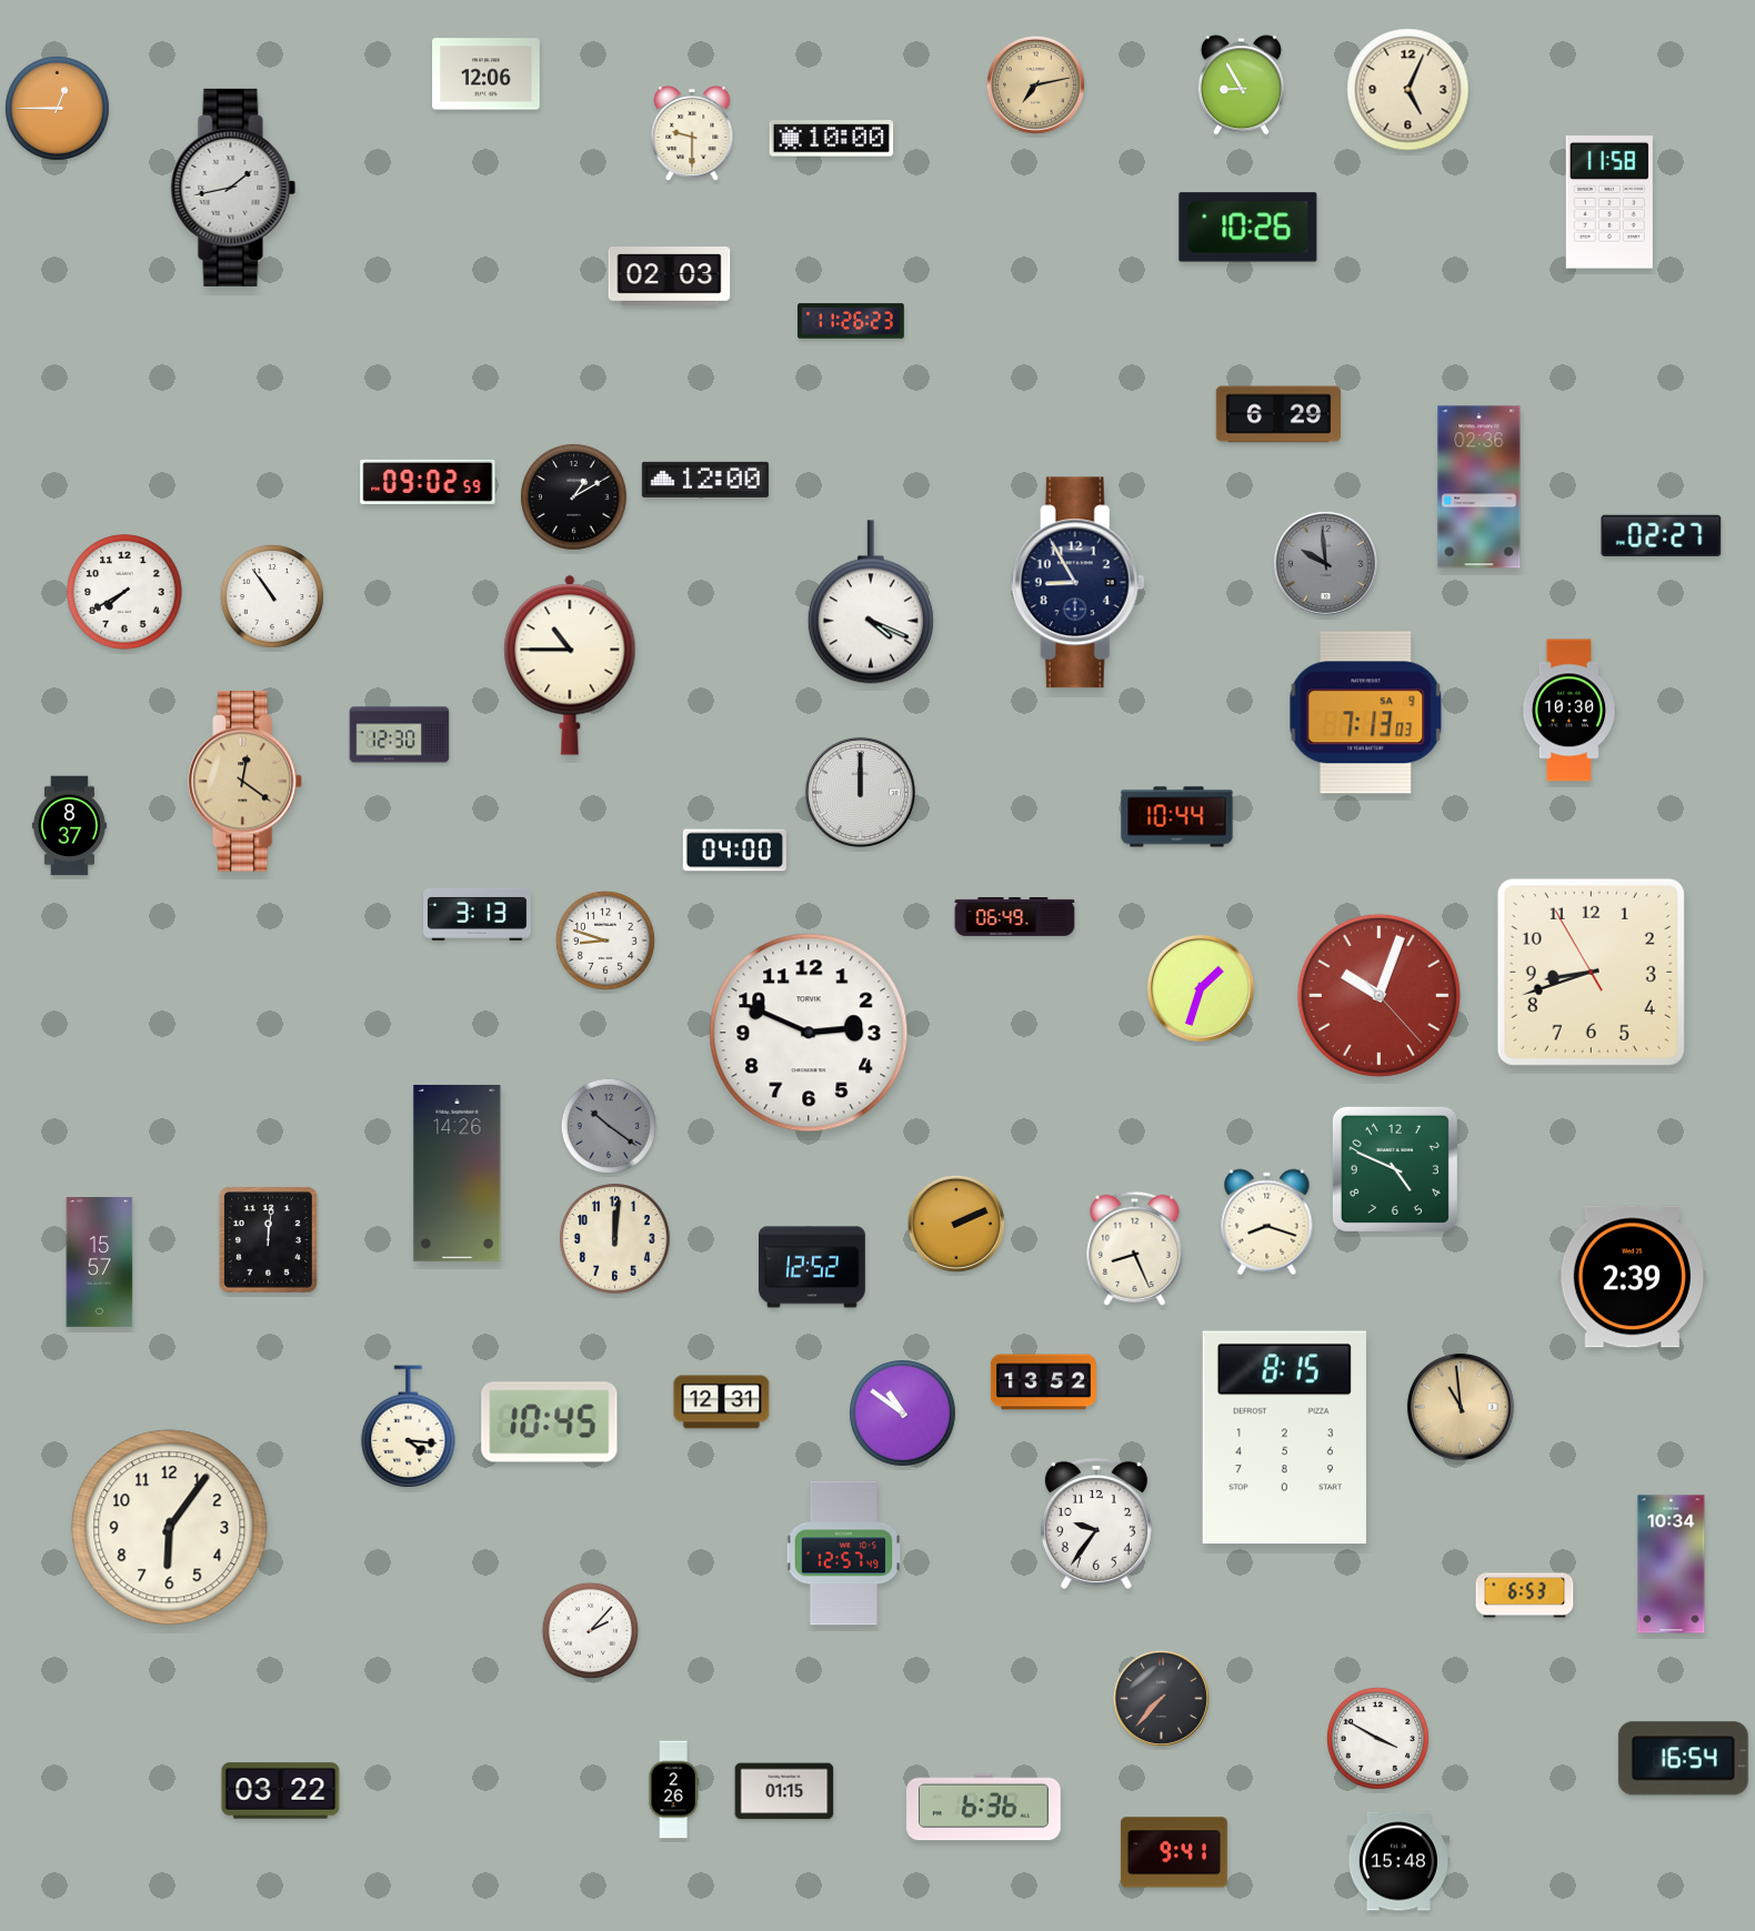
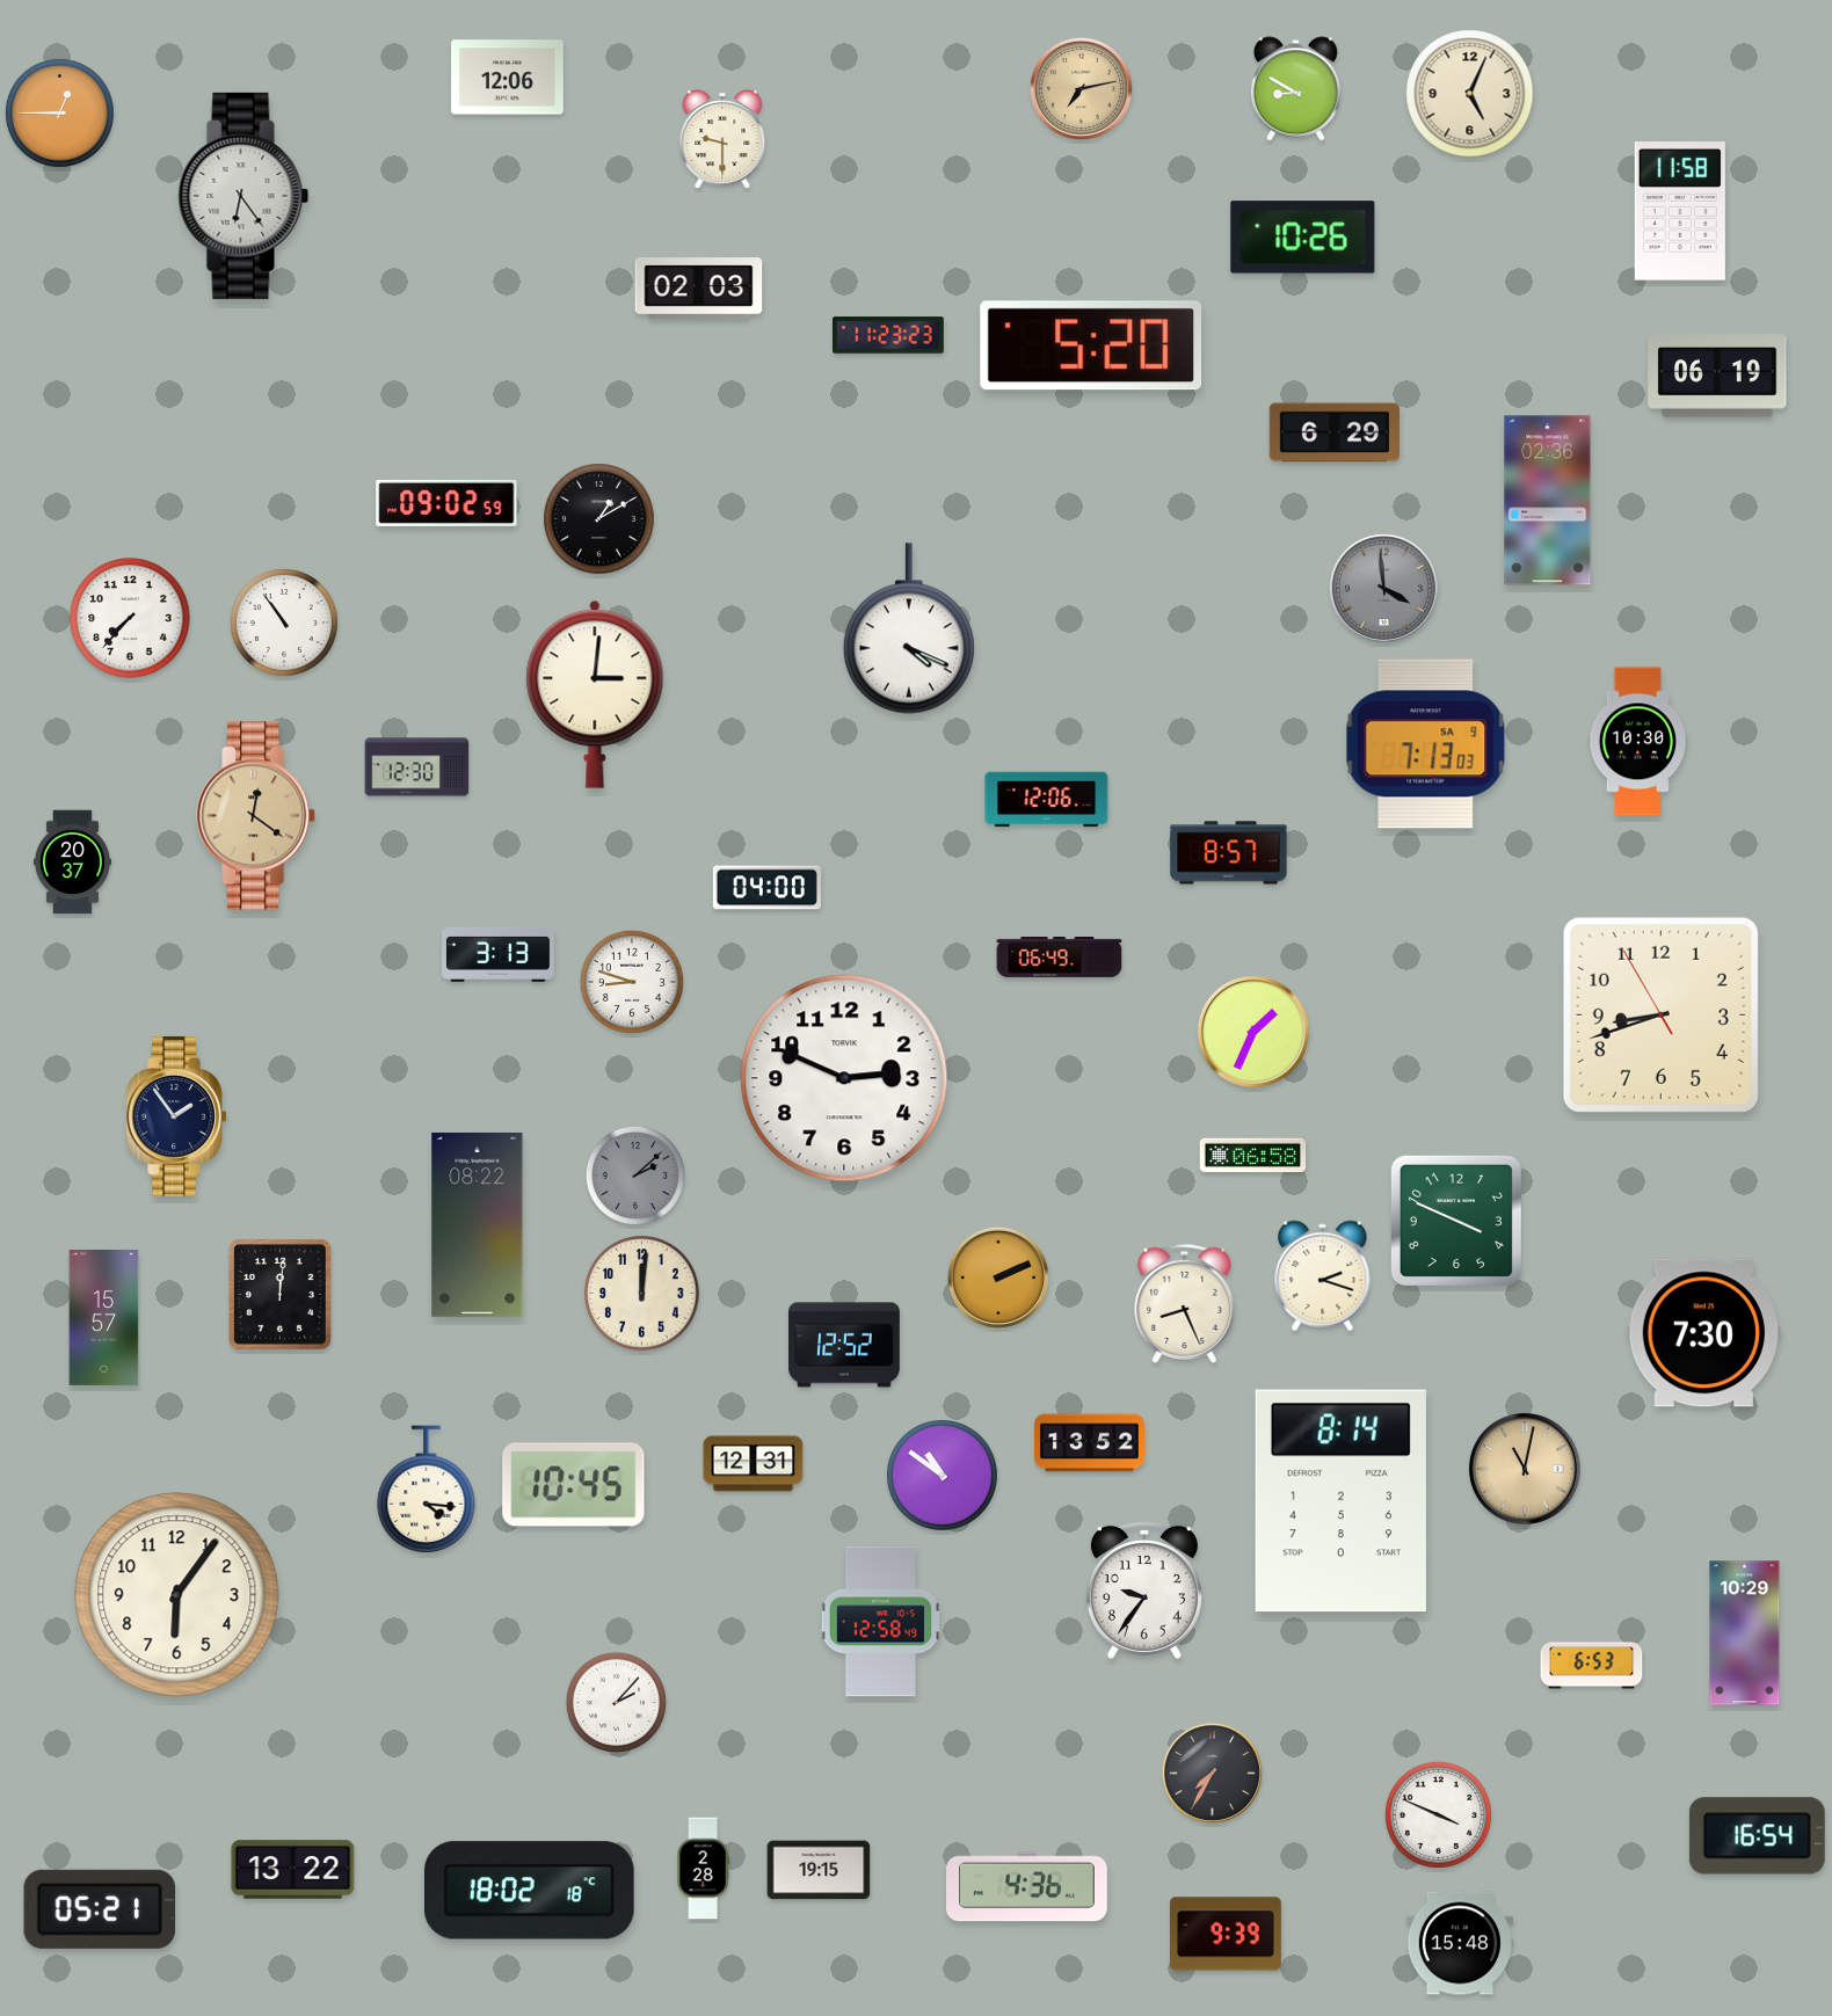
clock at (1241, 86): 8:55 -> 8:50
clock at (832, 139): 10:00 -> none
clock at (233, 188): 1:43 -> 6:24
clock at (852, 321): 11:26 -> 11:23
clock at (1091, 345): none -> 5:20
clock at (1717, 376): none -> 06:19
clock at (705, 480): 12:00 -> none
clock at (1480, 487) position: (1480, 487) -> (1548, 501)
clock at (1662, 535): 02:27 -> none
clock at (1325, 563): 9:59 -> 3:59
clock at (1077, 583): 8:55 -> none
clock at (124, 592): 7:40 -> 7:37
clock at (570, 665): 10:45 -> 3:01
clock at (1047, 800): none -> 12:06
clock at (860, 792): 12:00 -> none
clock at (1177, 817): 10:44 -> 8:57
clock at (69, 826): 8:37 -> 20:37
clock at (1201, 988): 1:33 -> 1:34
clock at (1378, 995): 10:03 -> none
clock at (176, 1116): none -> 1:54
clock at (1253, 1156): none -> 06:58
clock at (608, 1125): 10:21 -> 2:08
clock at (1395, 1169): 4:49 -> 3:49
clock at (458, 1173): 14:26 -> 08:22
clock at (1267, 1223): 8:18 -> 2:18
clock at (813, 1267) position: (813, 1267) -> (845, 1345)
clock at (1632, 1277): 2:39 -> 7:30
clock at (1461, 1407): 10:59 -> 11:02
clock at (1284, 1438): 8:15 -> 8:14
clock at (843, 1553): 12:57 -> 12:58
clock at (1672, 1565): 10:34 -> 10:29
clock at (1161, 1698): 7:37 -> 7:35
clock at (1377, 1738): 3:50 -> 3:49
clock at (673, 1790): 2:26 -> 2:28
clock at (281, 1791): 03:22 -> 13:22
clock at (784, 1791): 01:15 -> 19:15
clock at (984, 1808): 6:36 -> 4:36
clock at (529, 1891): none -> 18:02
clock at (100, 1909): none -> 05:21
clock at (1174, 1852): 9:41 -> 9:39
